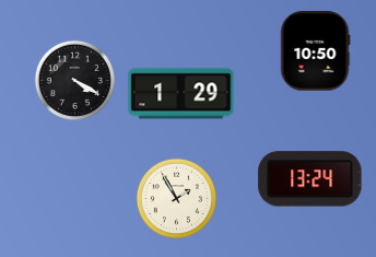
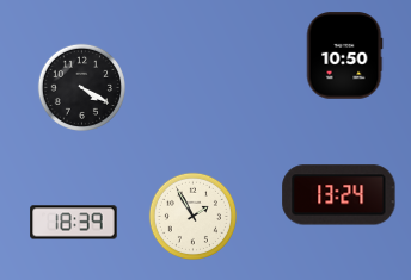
clock at (181, 94): 1:29 -> none
clock at (74, 223): none -> 18:39
